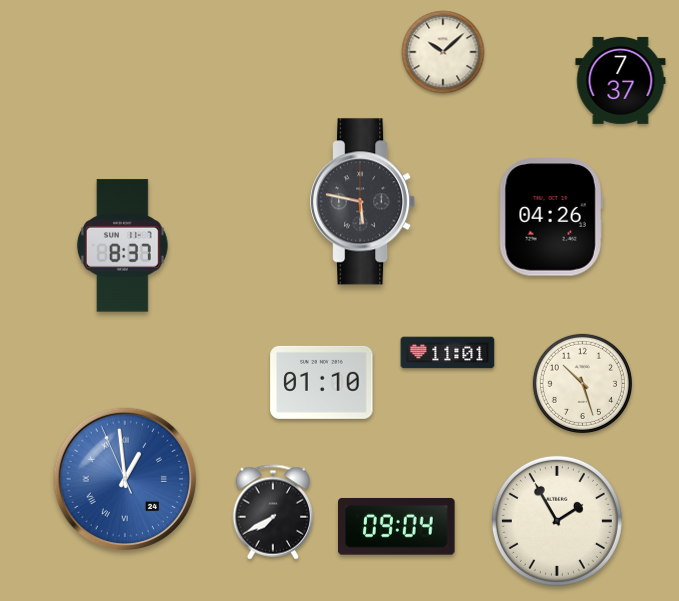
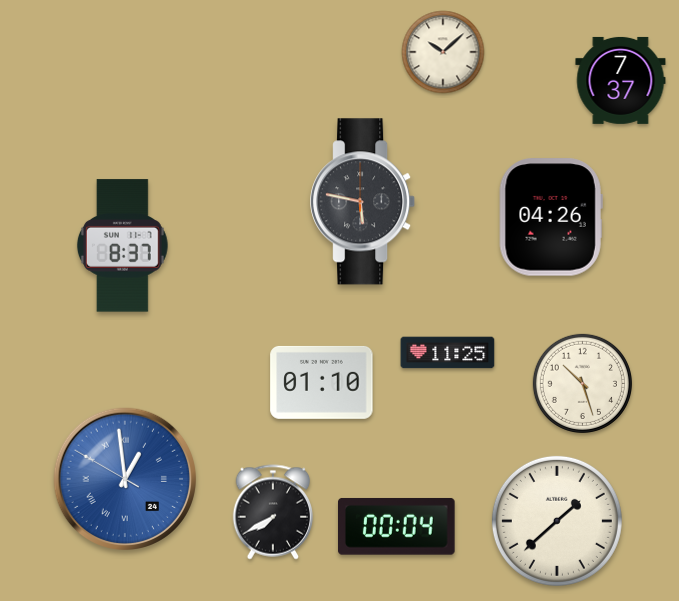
clock at (448, 353): 11:01 -> 11:25
clock at (124, 478): 12:58:56 -> 12:58:50
clock at (557, 521): 1:55 -> 1:38
clock at (397, 527): 09:04 -> 00:04
